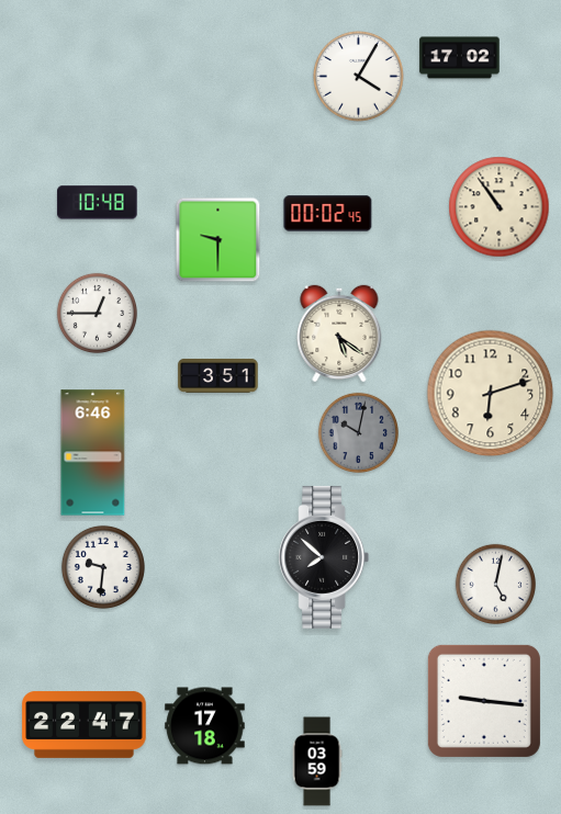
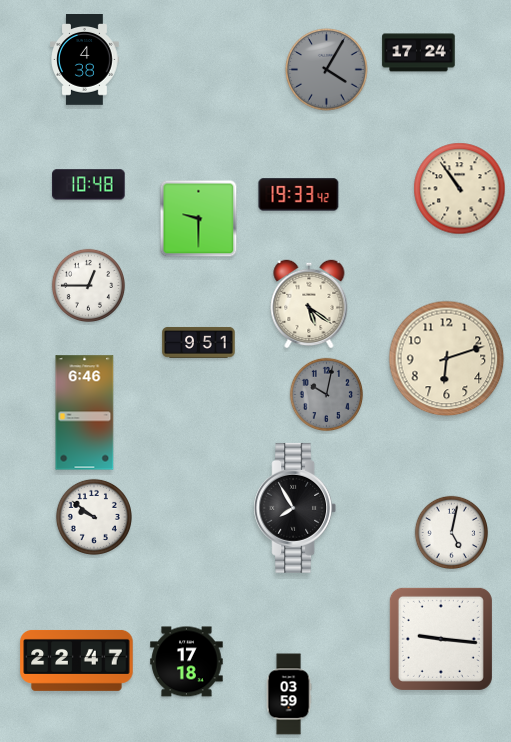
clock at (460, 58): 17:02 -> 17:24
clock at (85, 60): none -> 4:38
clock at (359, 77) dial: white -> grey
clock at (500, 207) position: (500, 207) -> (460, 189)
clock at (328, 214): 00:02 -> 19:33
clock at (218, 375): 3:51 -> 9:51
clock at (324, 557): 7:52 -> 7:55
clock at (103, 567): 9:31 -> 9:51
